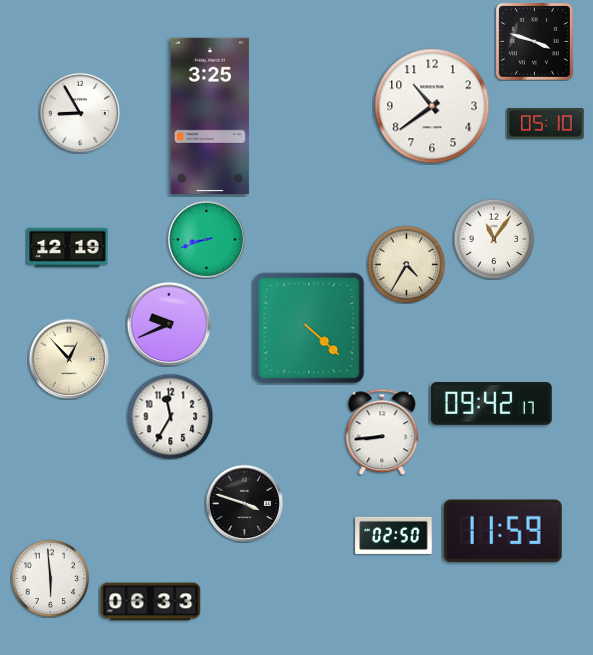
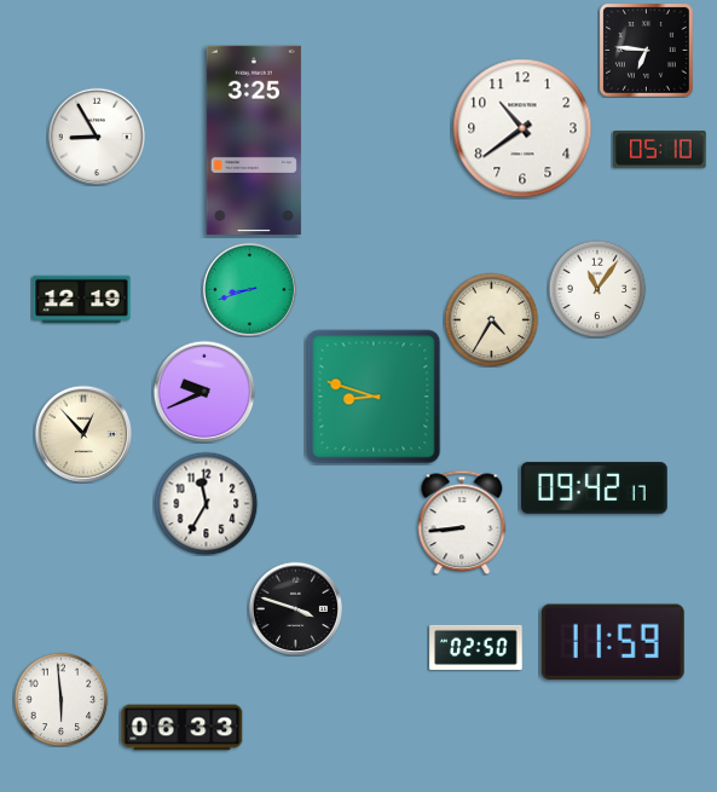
clock at (535, 42): 3:48 -> 6:46
clock at (309, 328): 4:22 -> 8:48
clock at (503, 531) position: (503, 531) -> (613, 642)
